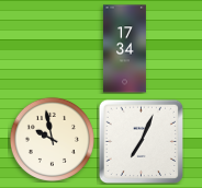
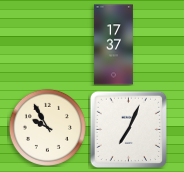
clock at (124, 49): 17:34 -> 17:37
clock at (52, 139): 9:58 -> 9:55
